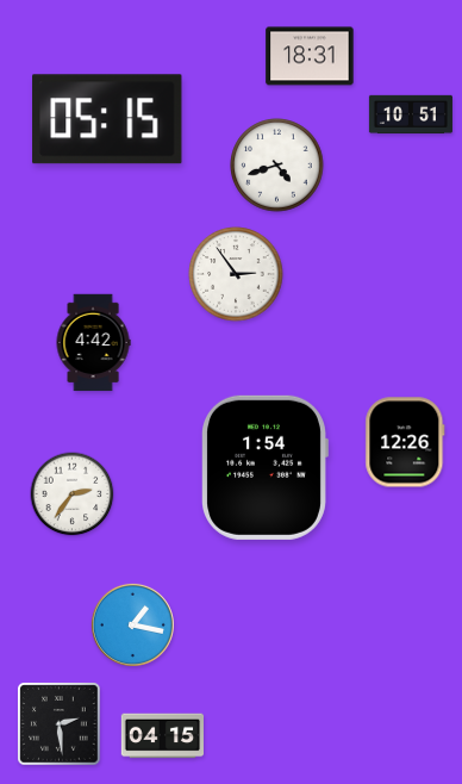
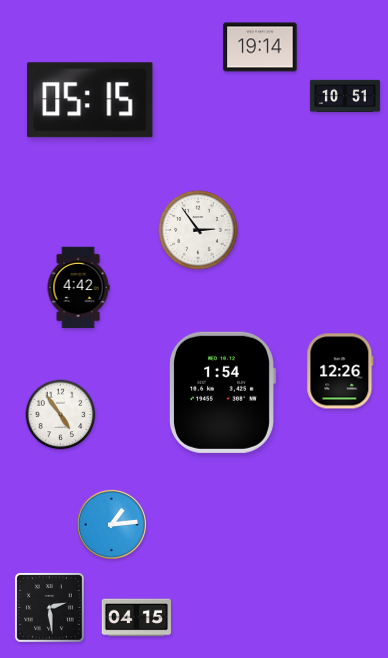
clock at (310, 56): 18:31 -> 19:14
clock at (277, 166): 4:42 -> none
clock at (73, 494): 2:36 -> 4:54
clock at (132, 624): 1:17 -> 1:14
